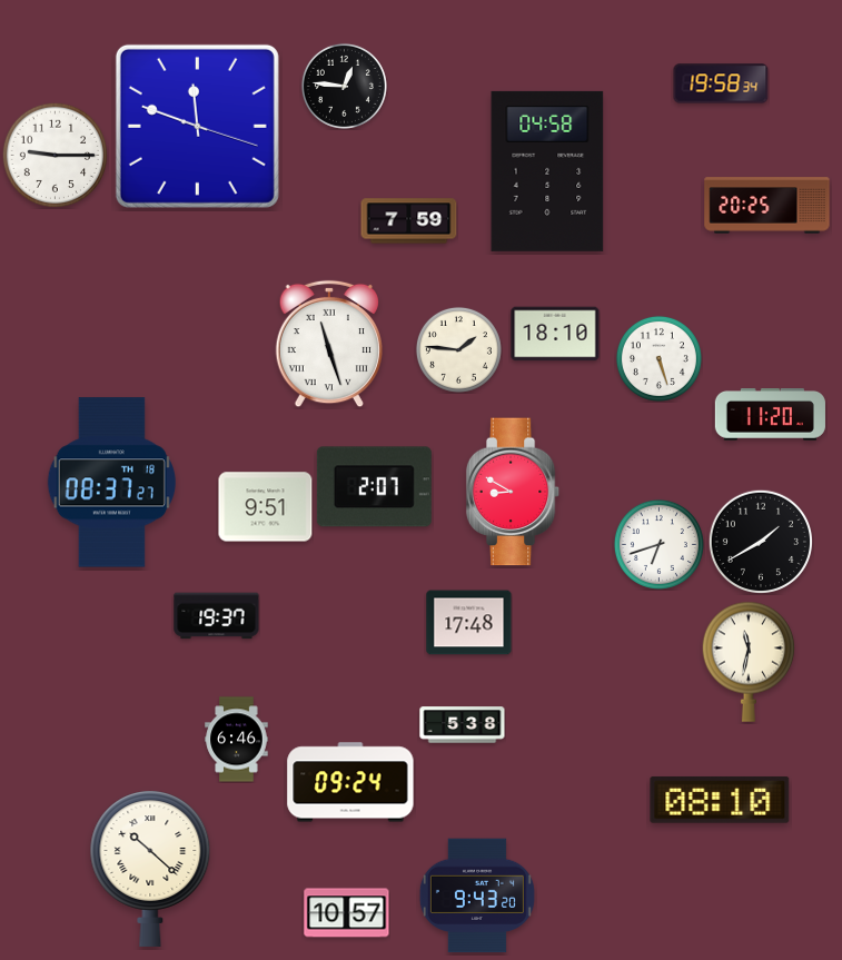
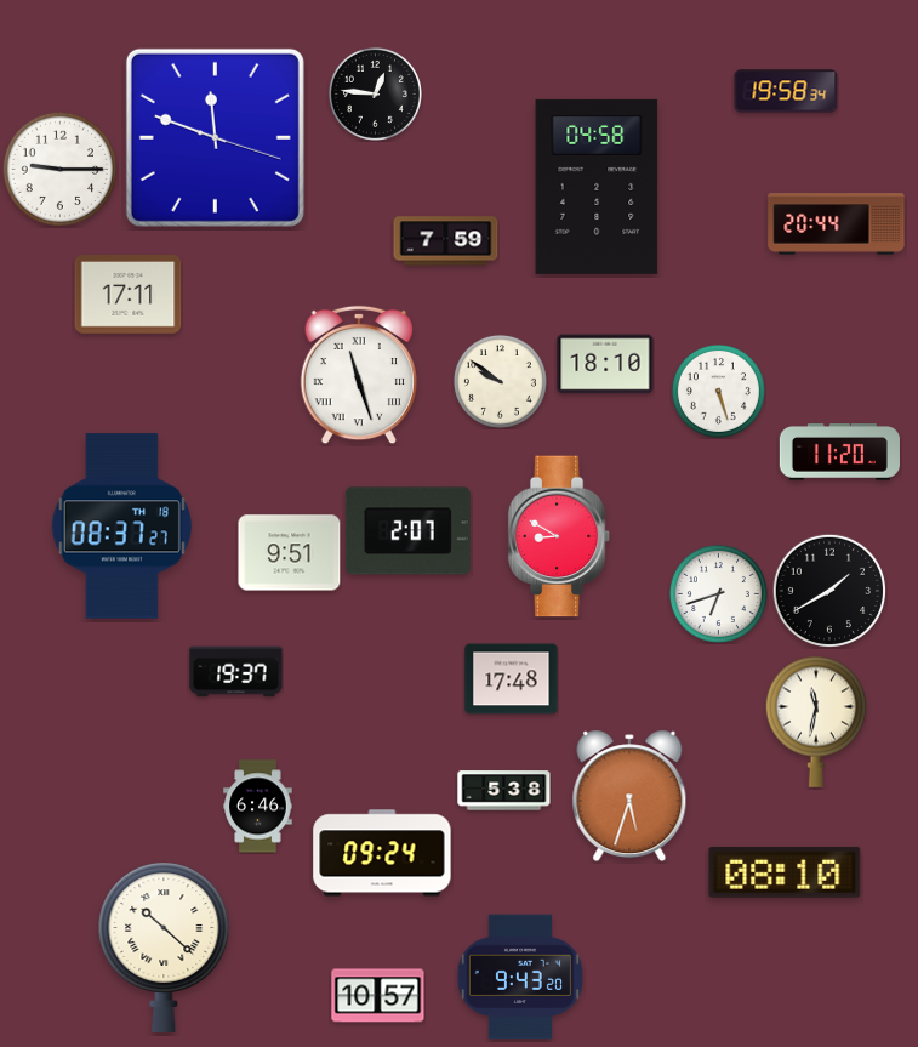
clock at (767, 206): 20:25 -> 20:44
clock at (129, 295): none -> 17:11
clock at (458, 349): 1:46 -> 9:51
clock at (629, 796): none -> 5:33
